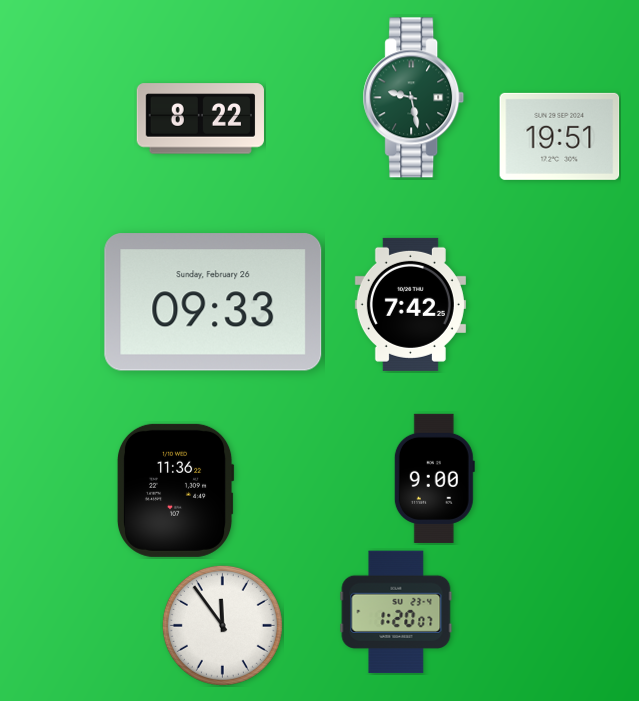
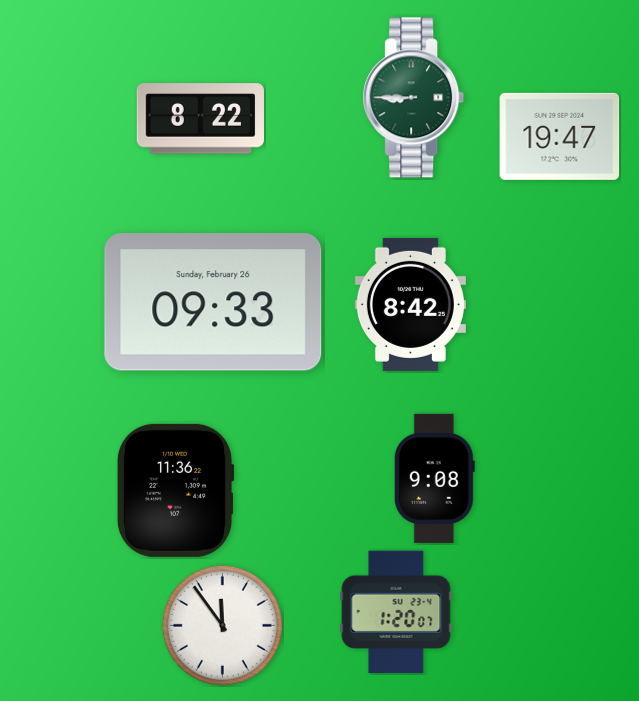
clock at (414, 98): 9:28 -> 8:45
clock at (560, 136): 19:51 -> 19:47
clock at (410, 304): 7:42 -> 8:42
clock at (434, 478): 9:00 -> 9:08
